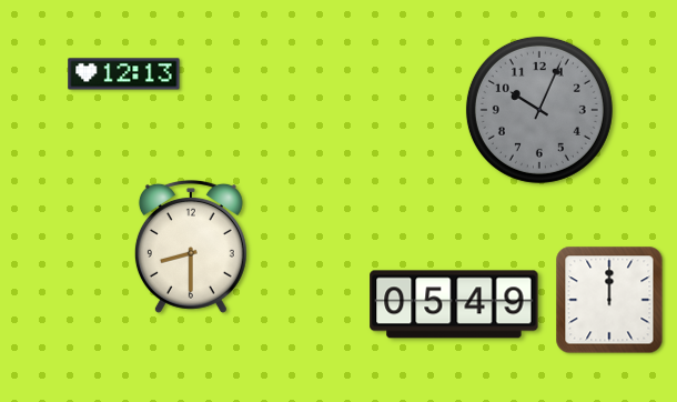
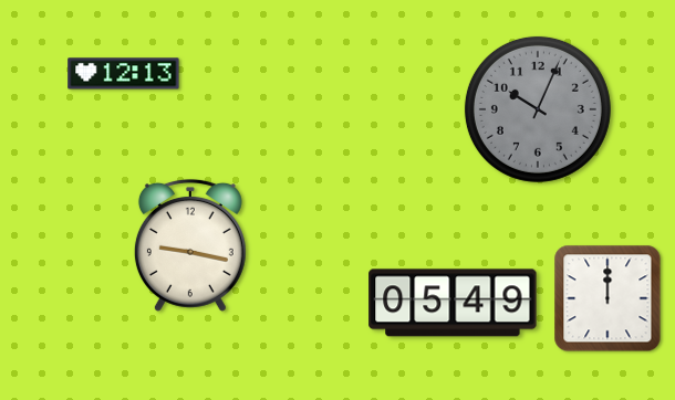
clock at (191, 247): 8:30 -> 9:17
